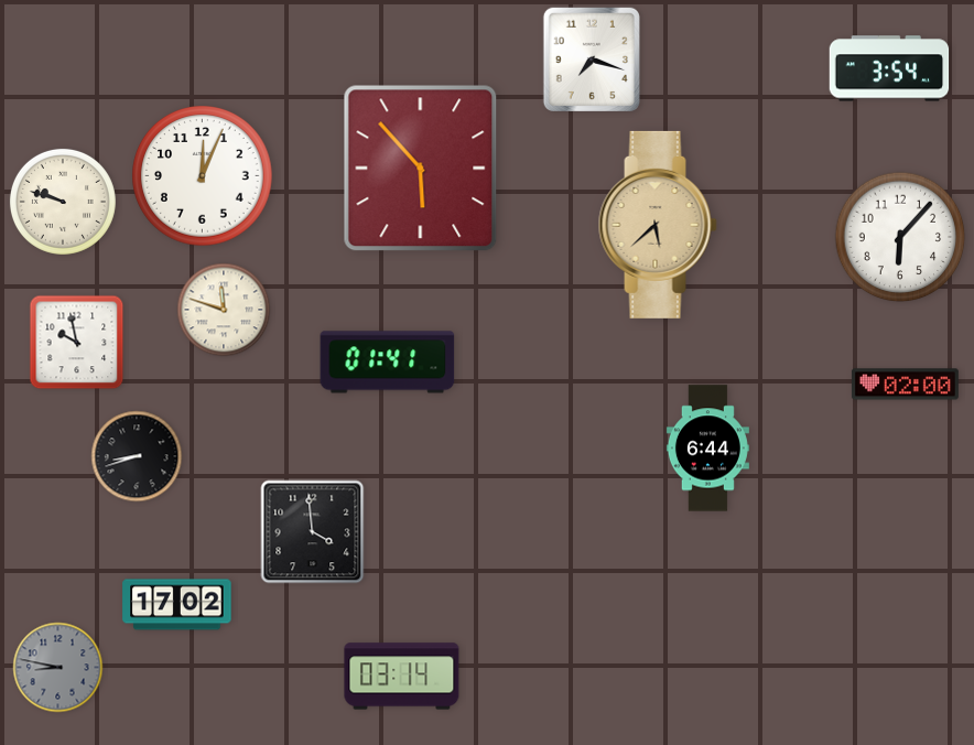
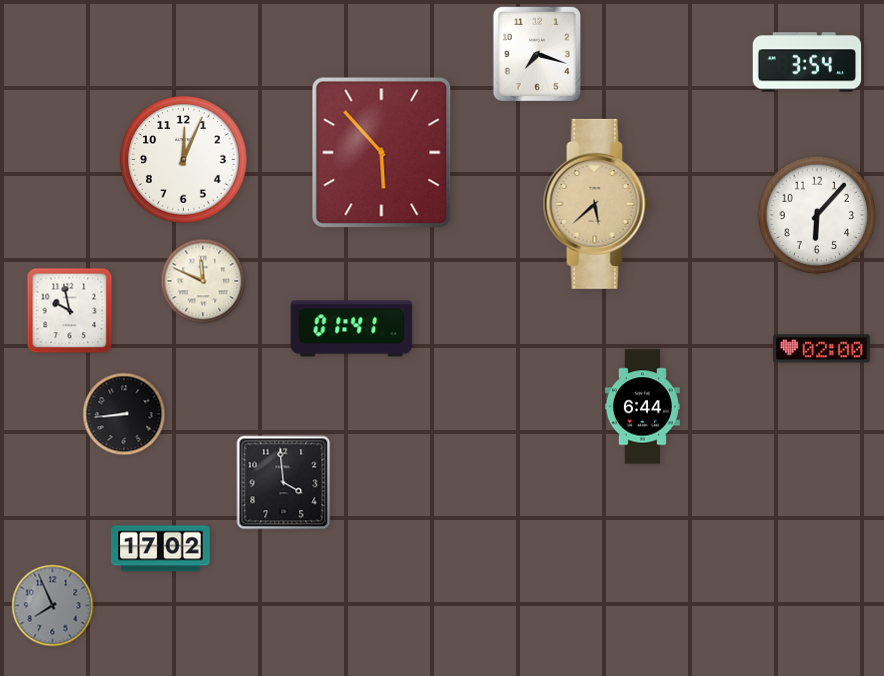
clock at (63, 202): 9:48 -> none
clock at (224, 310): 11:48 -> 11:49
clock at (137, 456): 8:42 -> 8:44
clock at (58, 668): 8:47 -> 7:56
clock at (402, 677): 03:14 -> none
